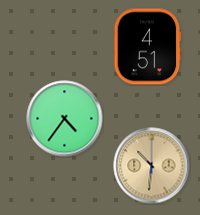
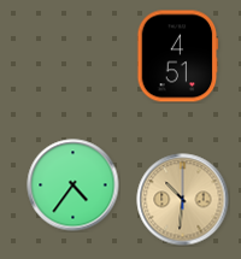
clock at (65, 119) position: (65, 119) -> (74, 186)
